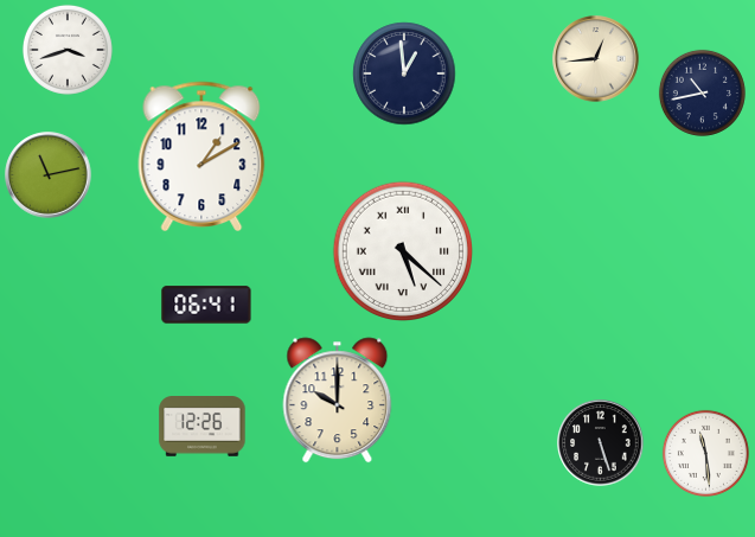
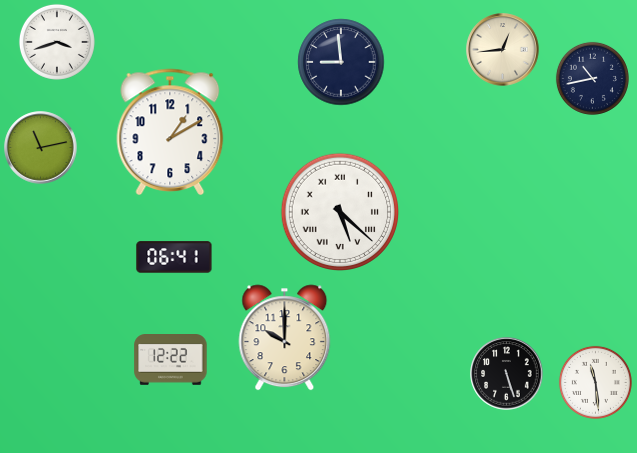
clock at (404, 73): 12:59 -> 8:59
clock at (203, 427): 12:26 -> 12:22
